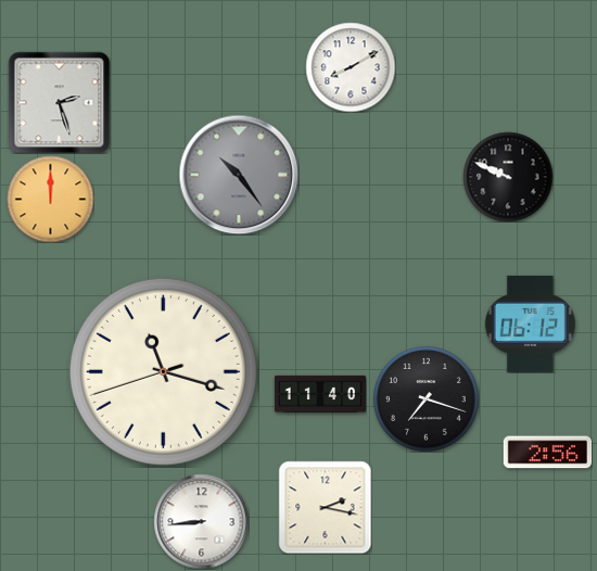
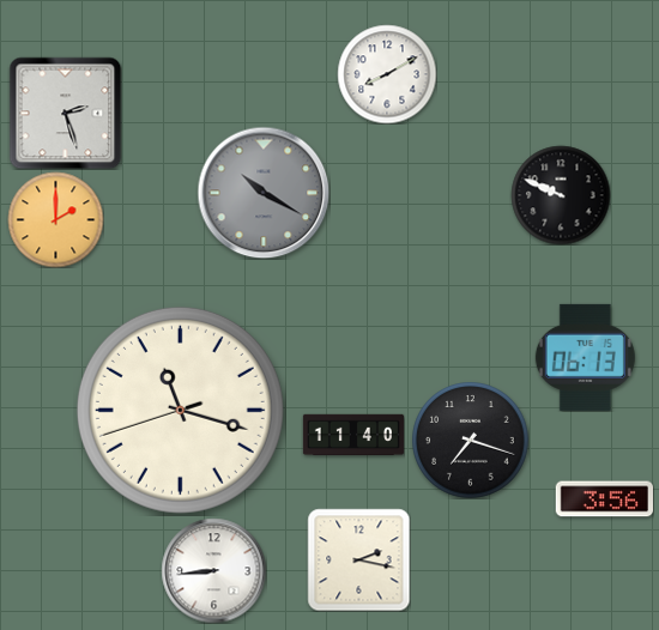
clock at (239, 175): 10:24 -> 10:20
clock at (50, 199): 12:00 -> 2:00
clock at (530, 323): 06:12 -> 06:13
clock at (547, 453): 2:56 -> 3:56
clock at (201, 521) position: (201, 521) -> (213, 570)
